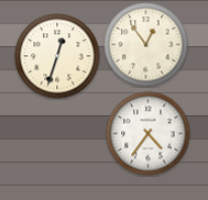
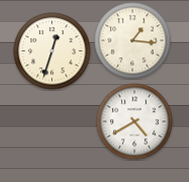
clock at (146, 45): 12:54 -> 1:16
clock at (149, 134): 4:36 -> 4:40
